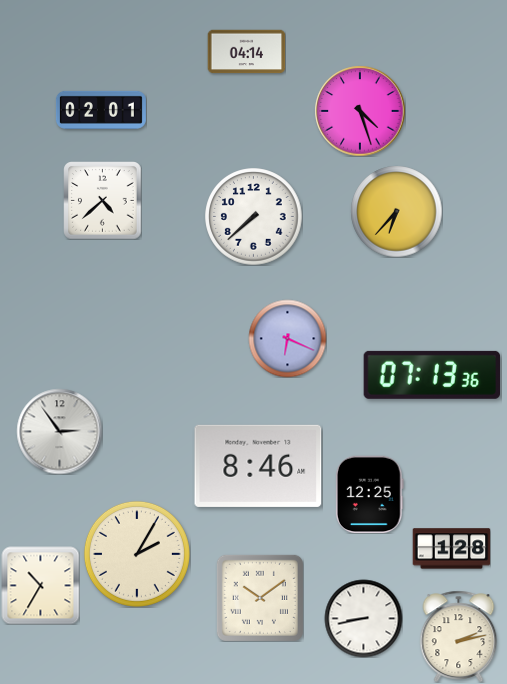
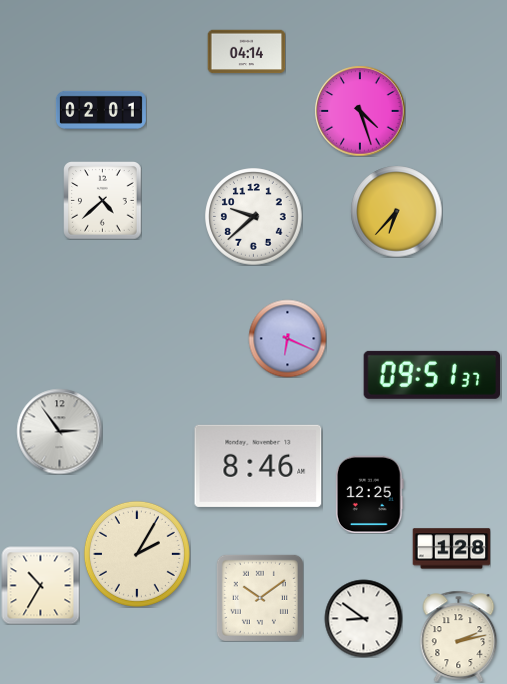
clock at (254, 217): 7:38 -> 9:38
clock at (432, 375): 07:13 -> 09:51
clock at (363, 618): 8:43 -> 8:51
